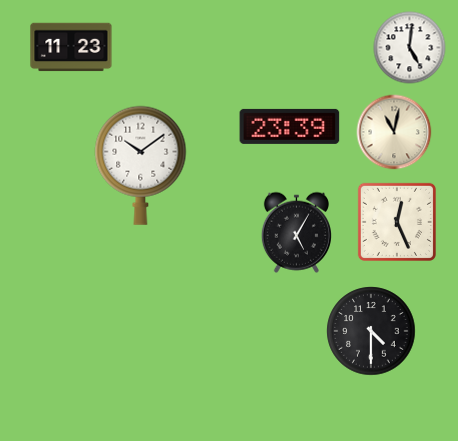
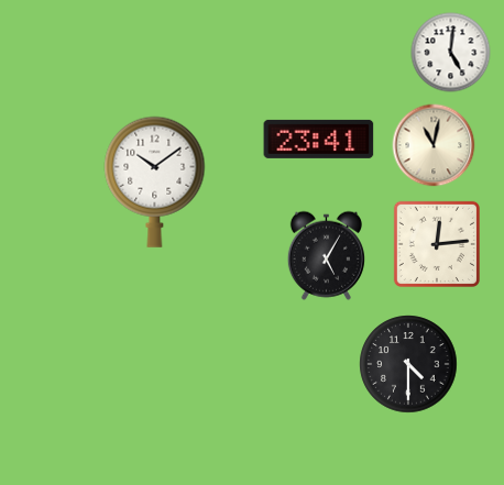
clock at (71, 47): 11:23 -> none
clock at (290, 126): 23:39 -> 23:41
clock at (397, 222): 12:26 -> 12:14
